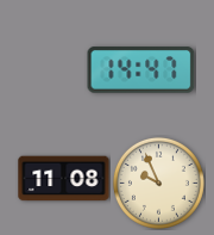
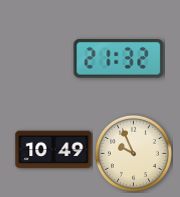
clock at (141, 70): 14:47 -> 21:32
clock at (64, 179): 11:08 -> 10:49
